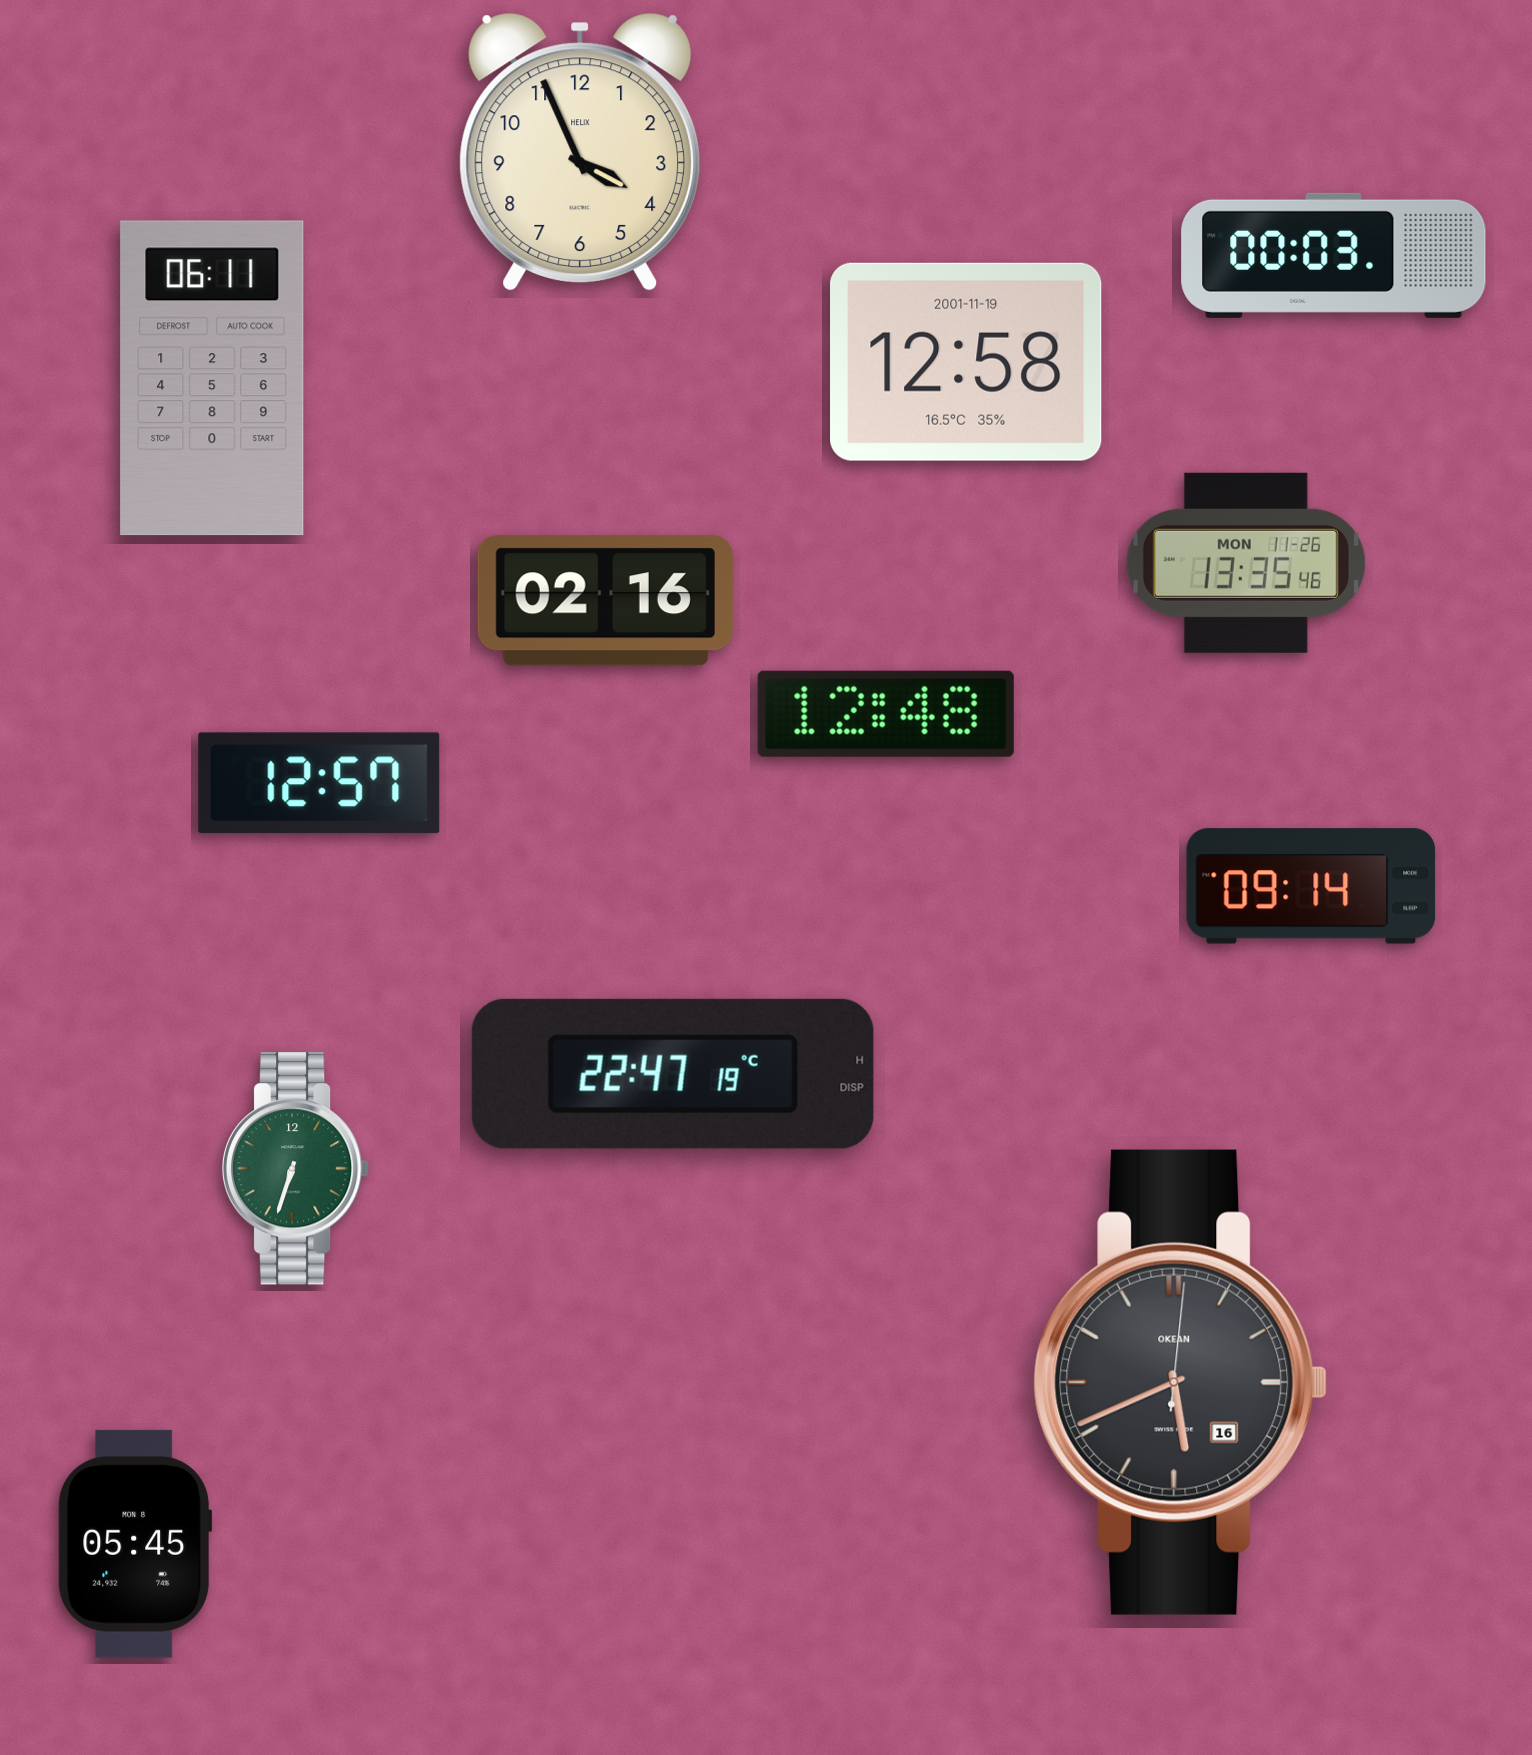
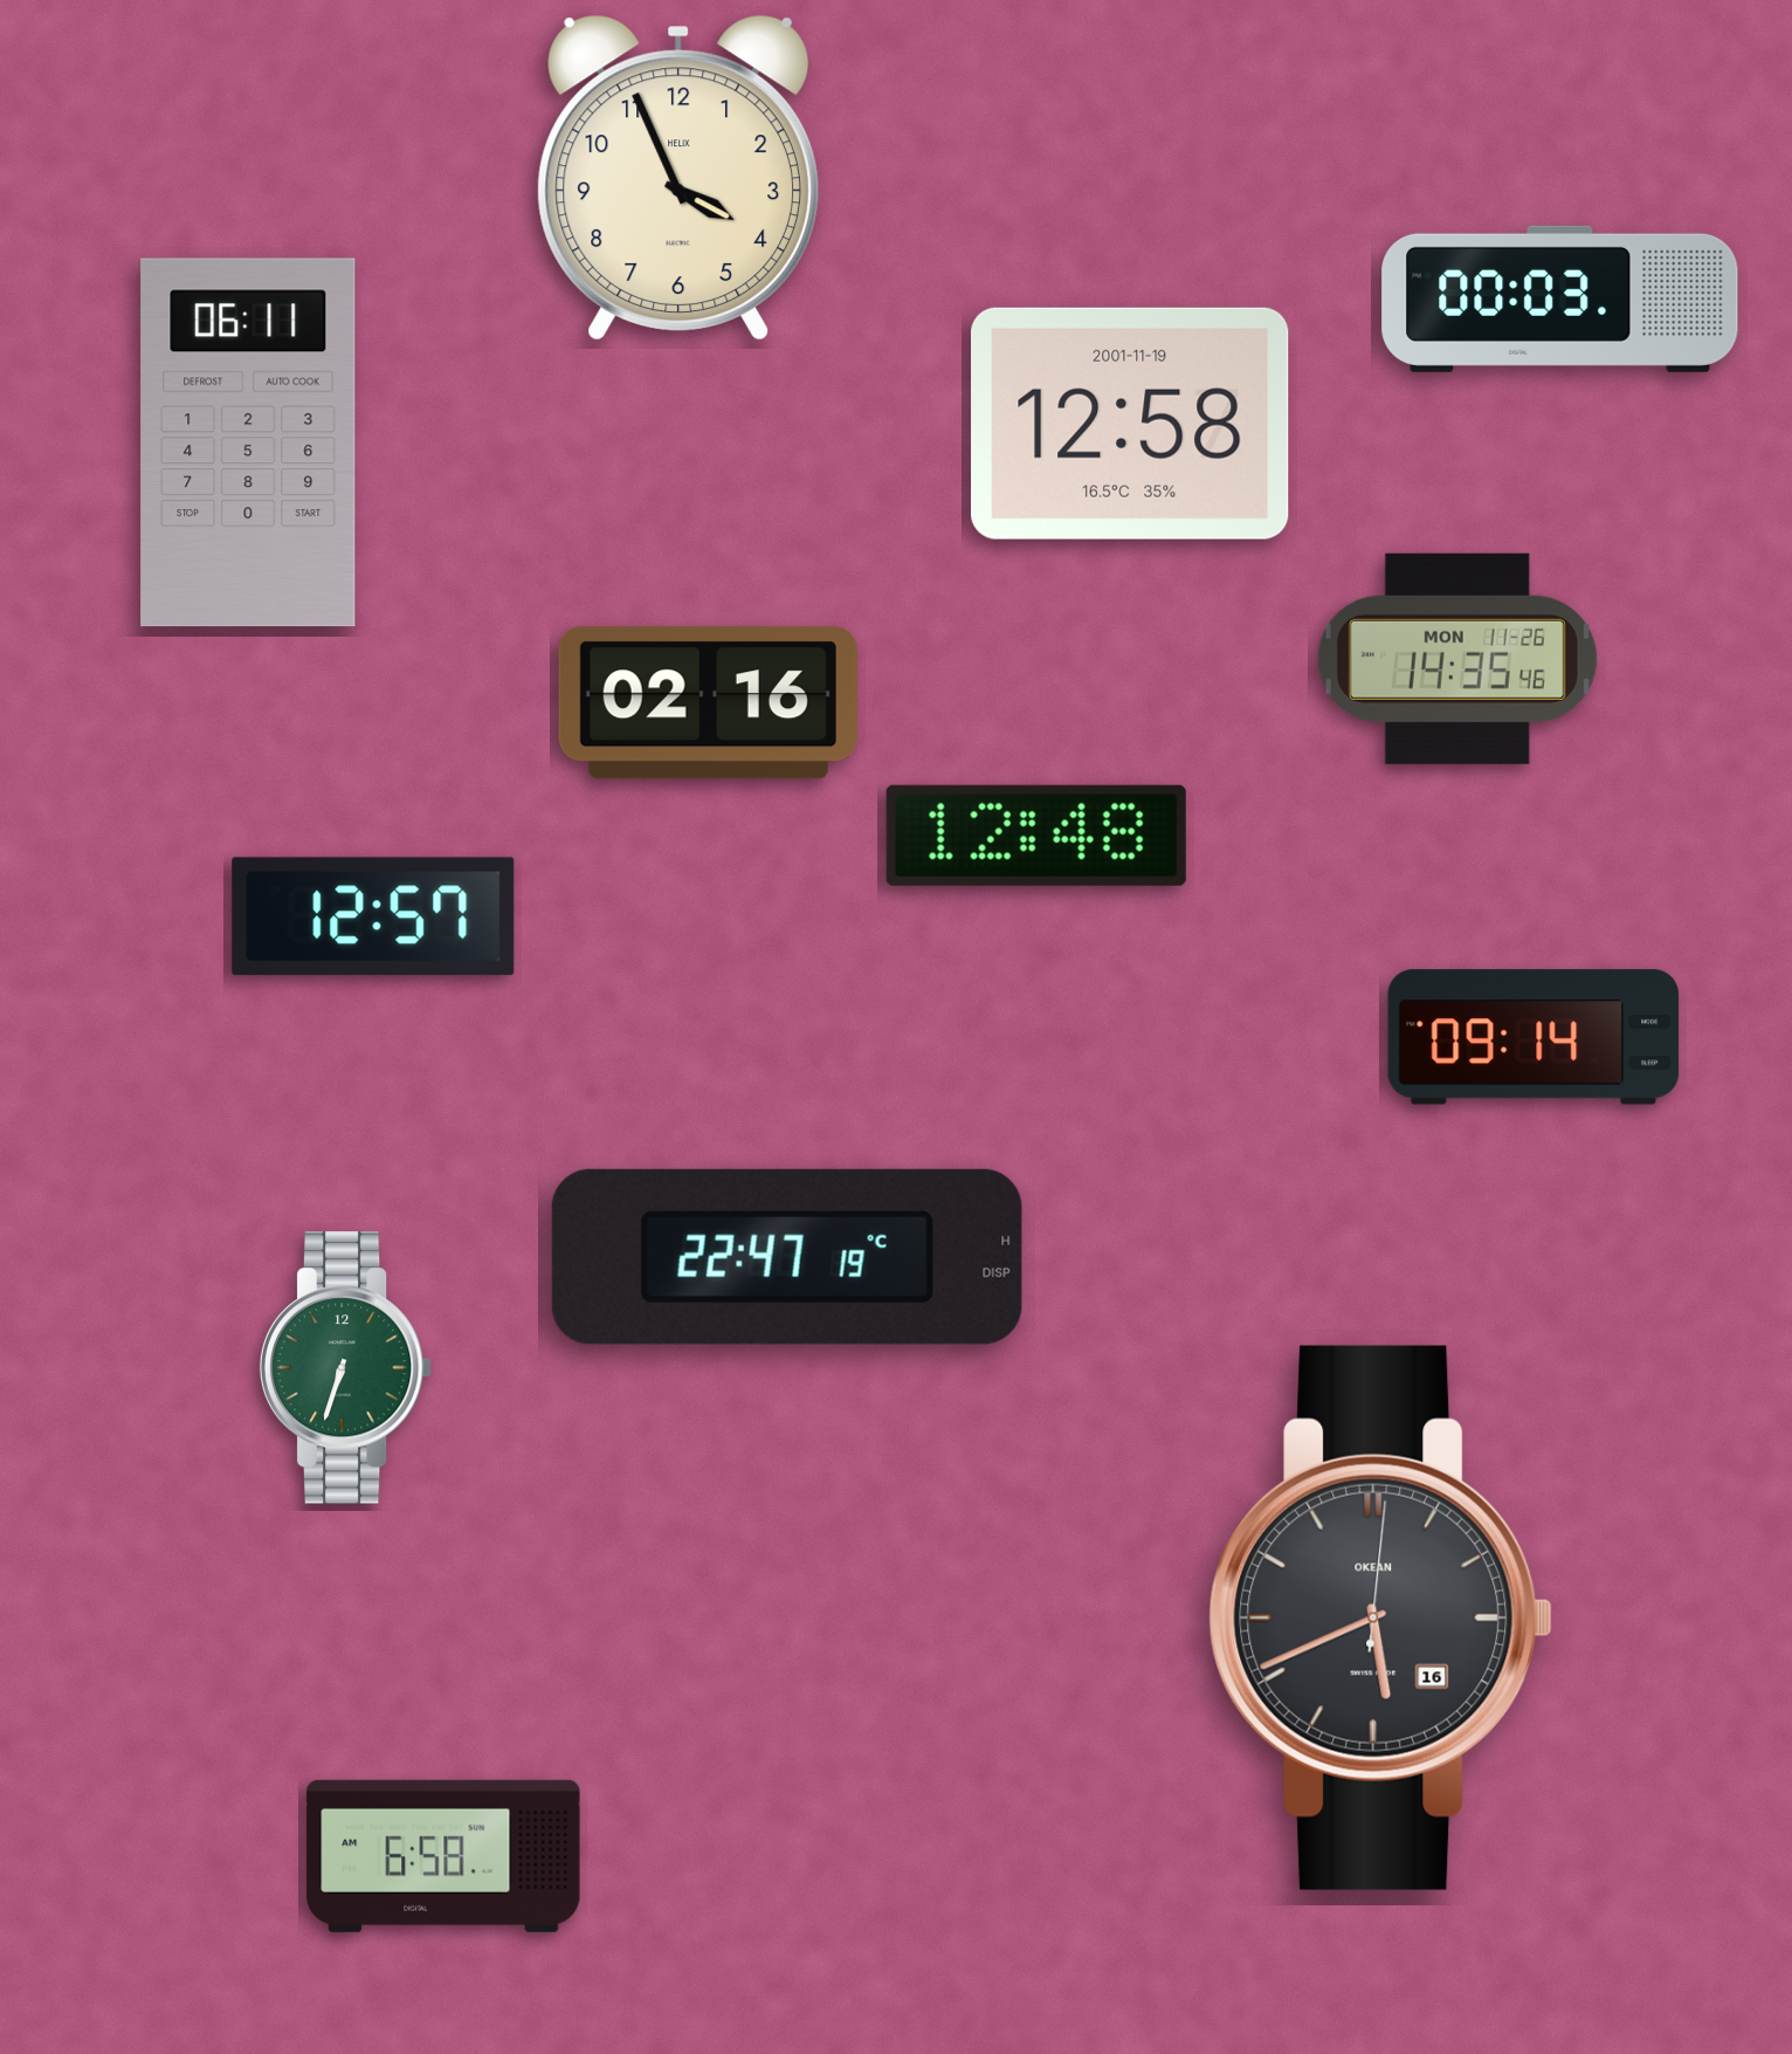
clock at (1246, 563): 13:35 -> 14:35
clock at (135, 1544): 05:45 -> none
clock at (443, 1856): none -> 6:58
